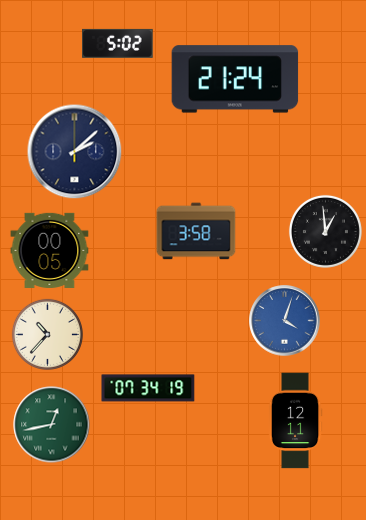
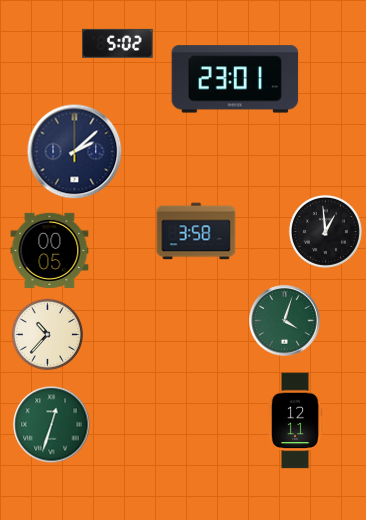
clock at (235, 79): 21:24 -> 23:01
clock at (285, 321) dial: blue -> green
clock at (148, 388): 07:34 -> none
clock at (52, 425): 12:43 -> 12:33
